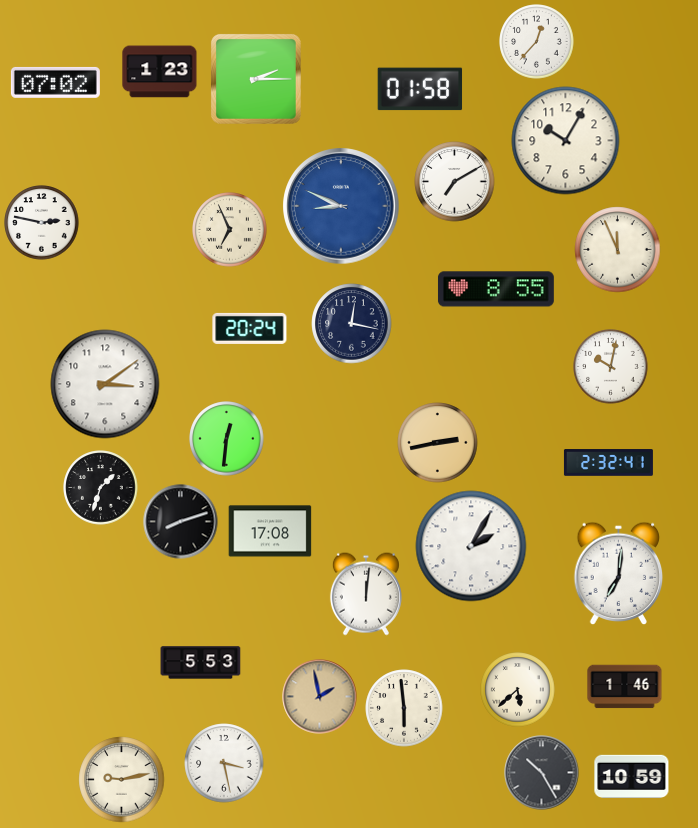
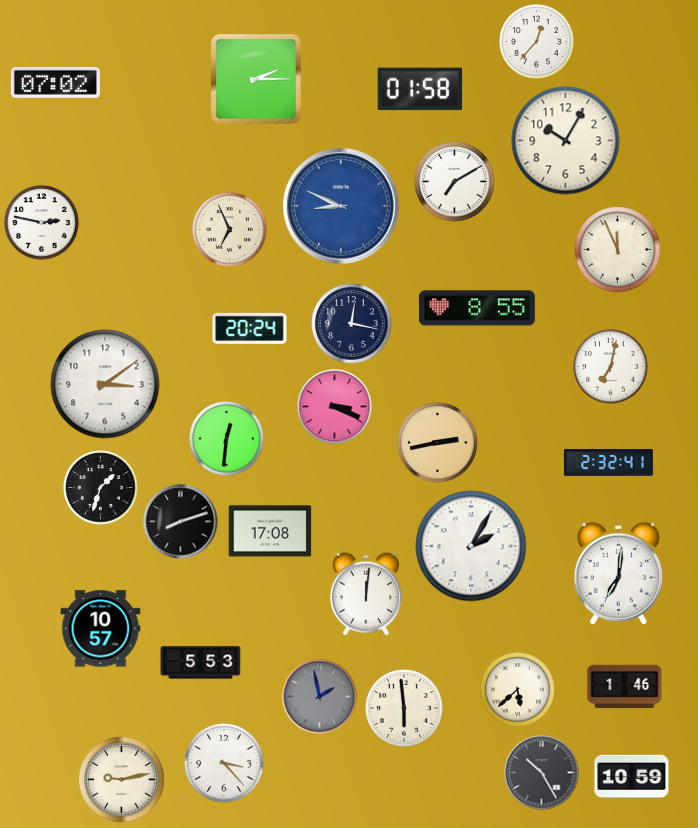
clock at (160, 72): 1:23 -> none
clock at (496, 289) position: (496, 289) -> (477, 308)
clock at (611, 367): 10:02 -> 7:02
clock at (335, 407): none -> 3:19
clock at (101, 629): none -> 10:57
clock at (320, 697) dial: champagne -> grey
clock at (224, 763): 3:28 -> 3:23
